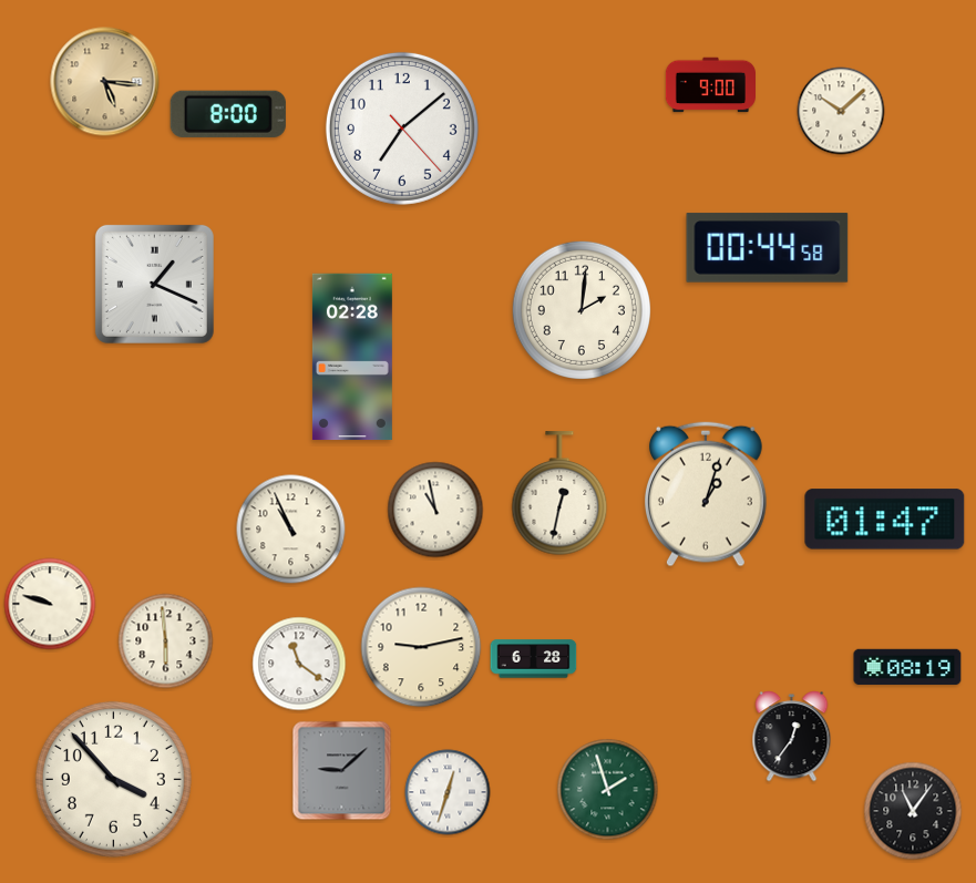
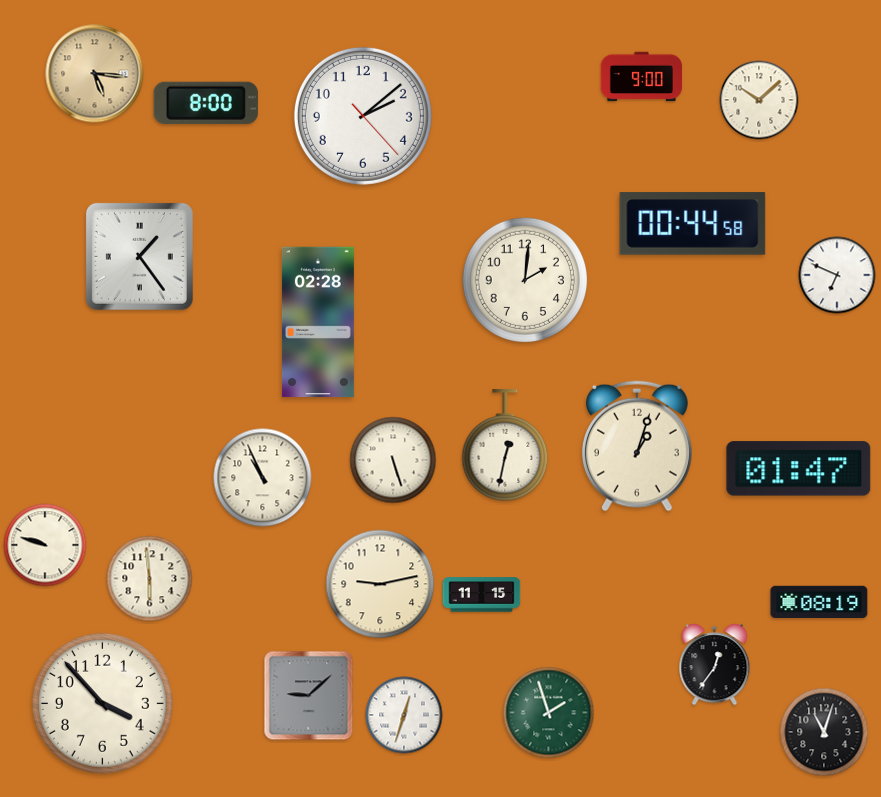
clock at (402, 129): 7:08 -> 2:08
clock at (154, 284): 1:19 -> 1:24
clock at (837, 275): none -> 6:49
clock at (435, 510): 10:58 -> 5:27
clock at (534, 659): 6:28 -> 11:15
clock at (299, 664): 11:21 -> none
clock at (913, 811): 11:06 -> 11:03
